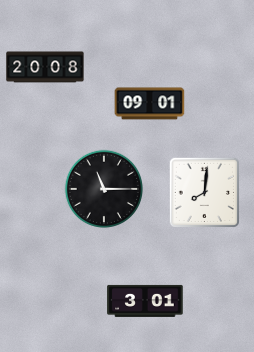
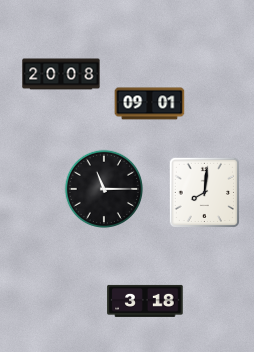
clock at (45, 67) position: (45, 67) -> (61, 74)
clock at (145, 301): 3:01 -> 3:18
